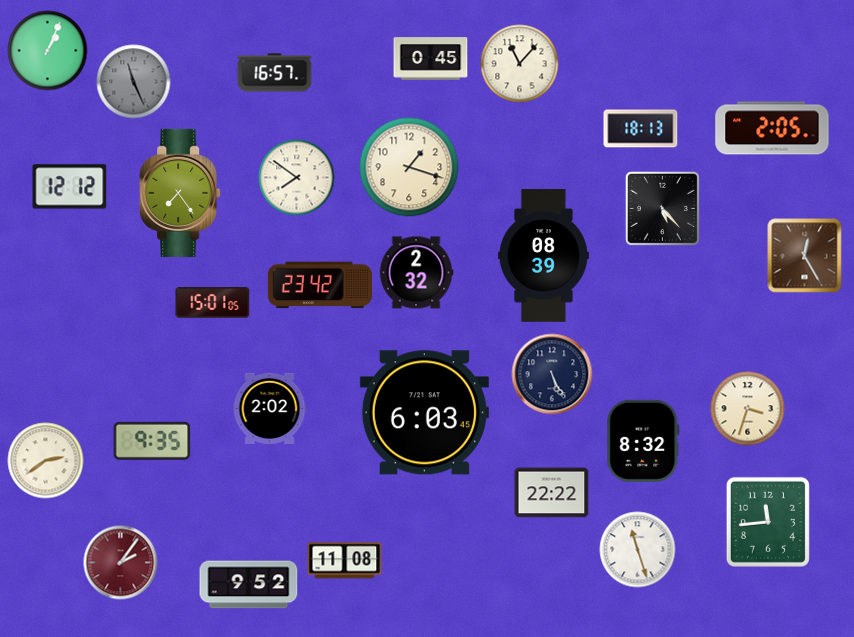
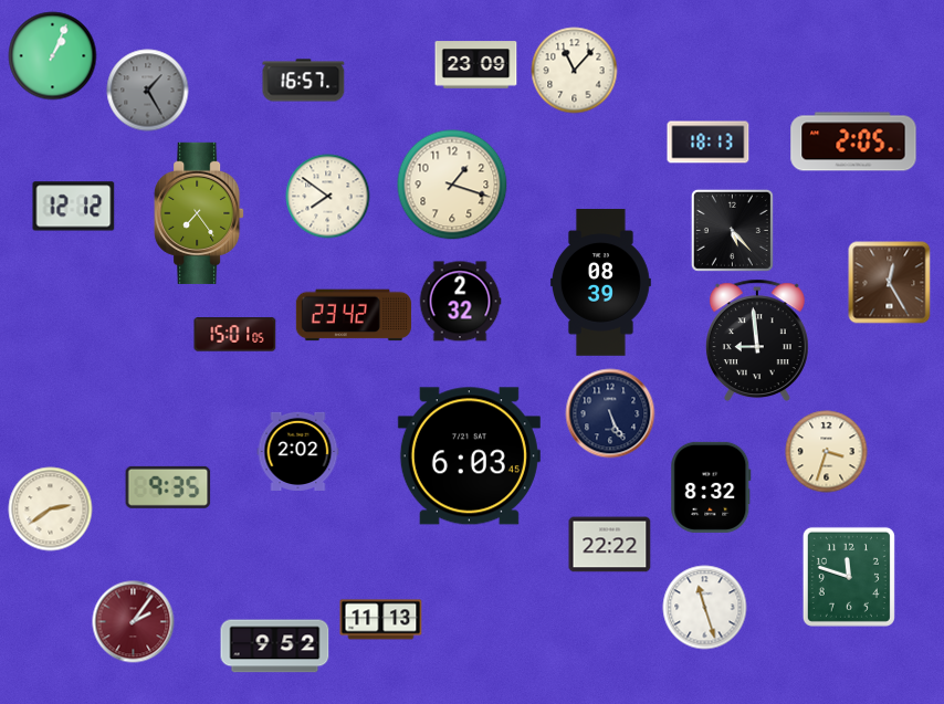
clock at (431, 59): 0:45 -> 23:09
clock at (134, 82): 11:26 -> 1:25
clock at (70, 187) position: (70, 187) -> (74, 207)
clock at (757, 339): none -> 8:59
clock at (768, 522): 11:44 -> 11:48
clock at (345, 561): 11:08 -> 11:13
